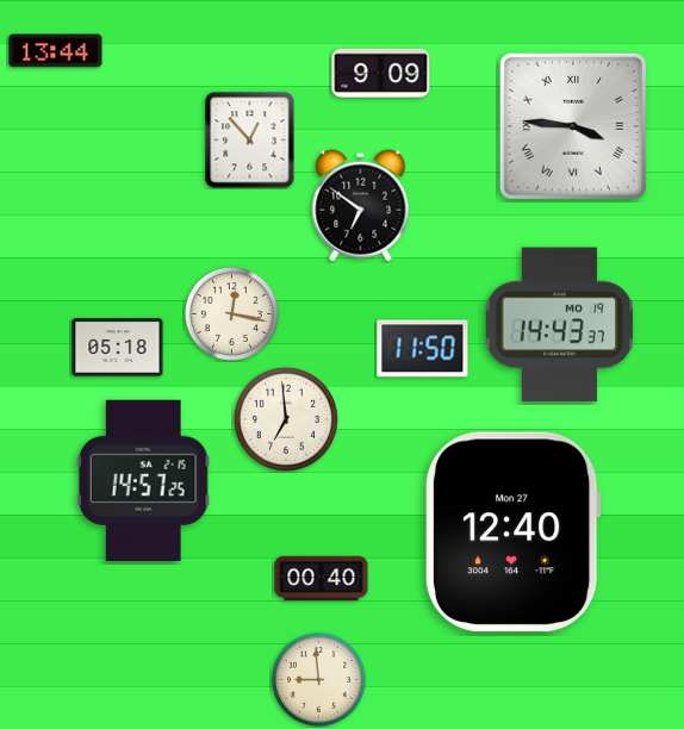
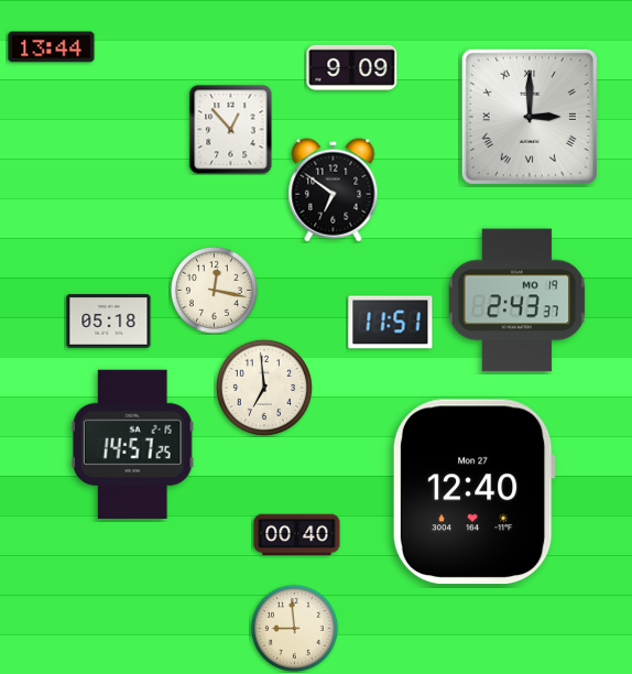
clock at (573, 126): 3:46 -> 3:00
clock at (560, 325): 14:43 -> 2:43
clock at (423, 349): 11:50 -> 11:51
